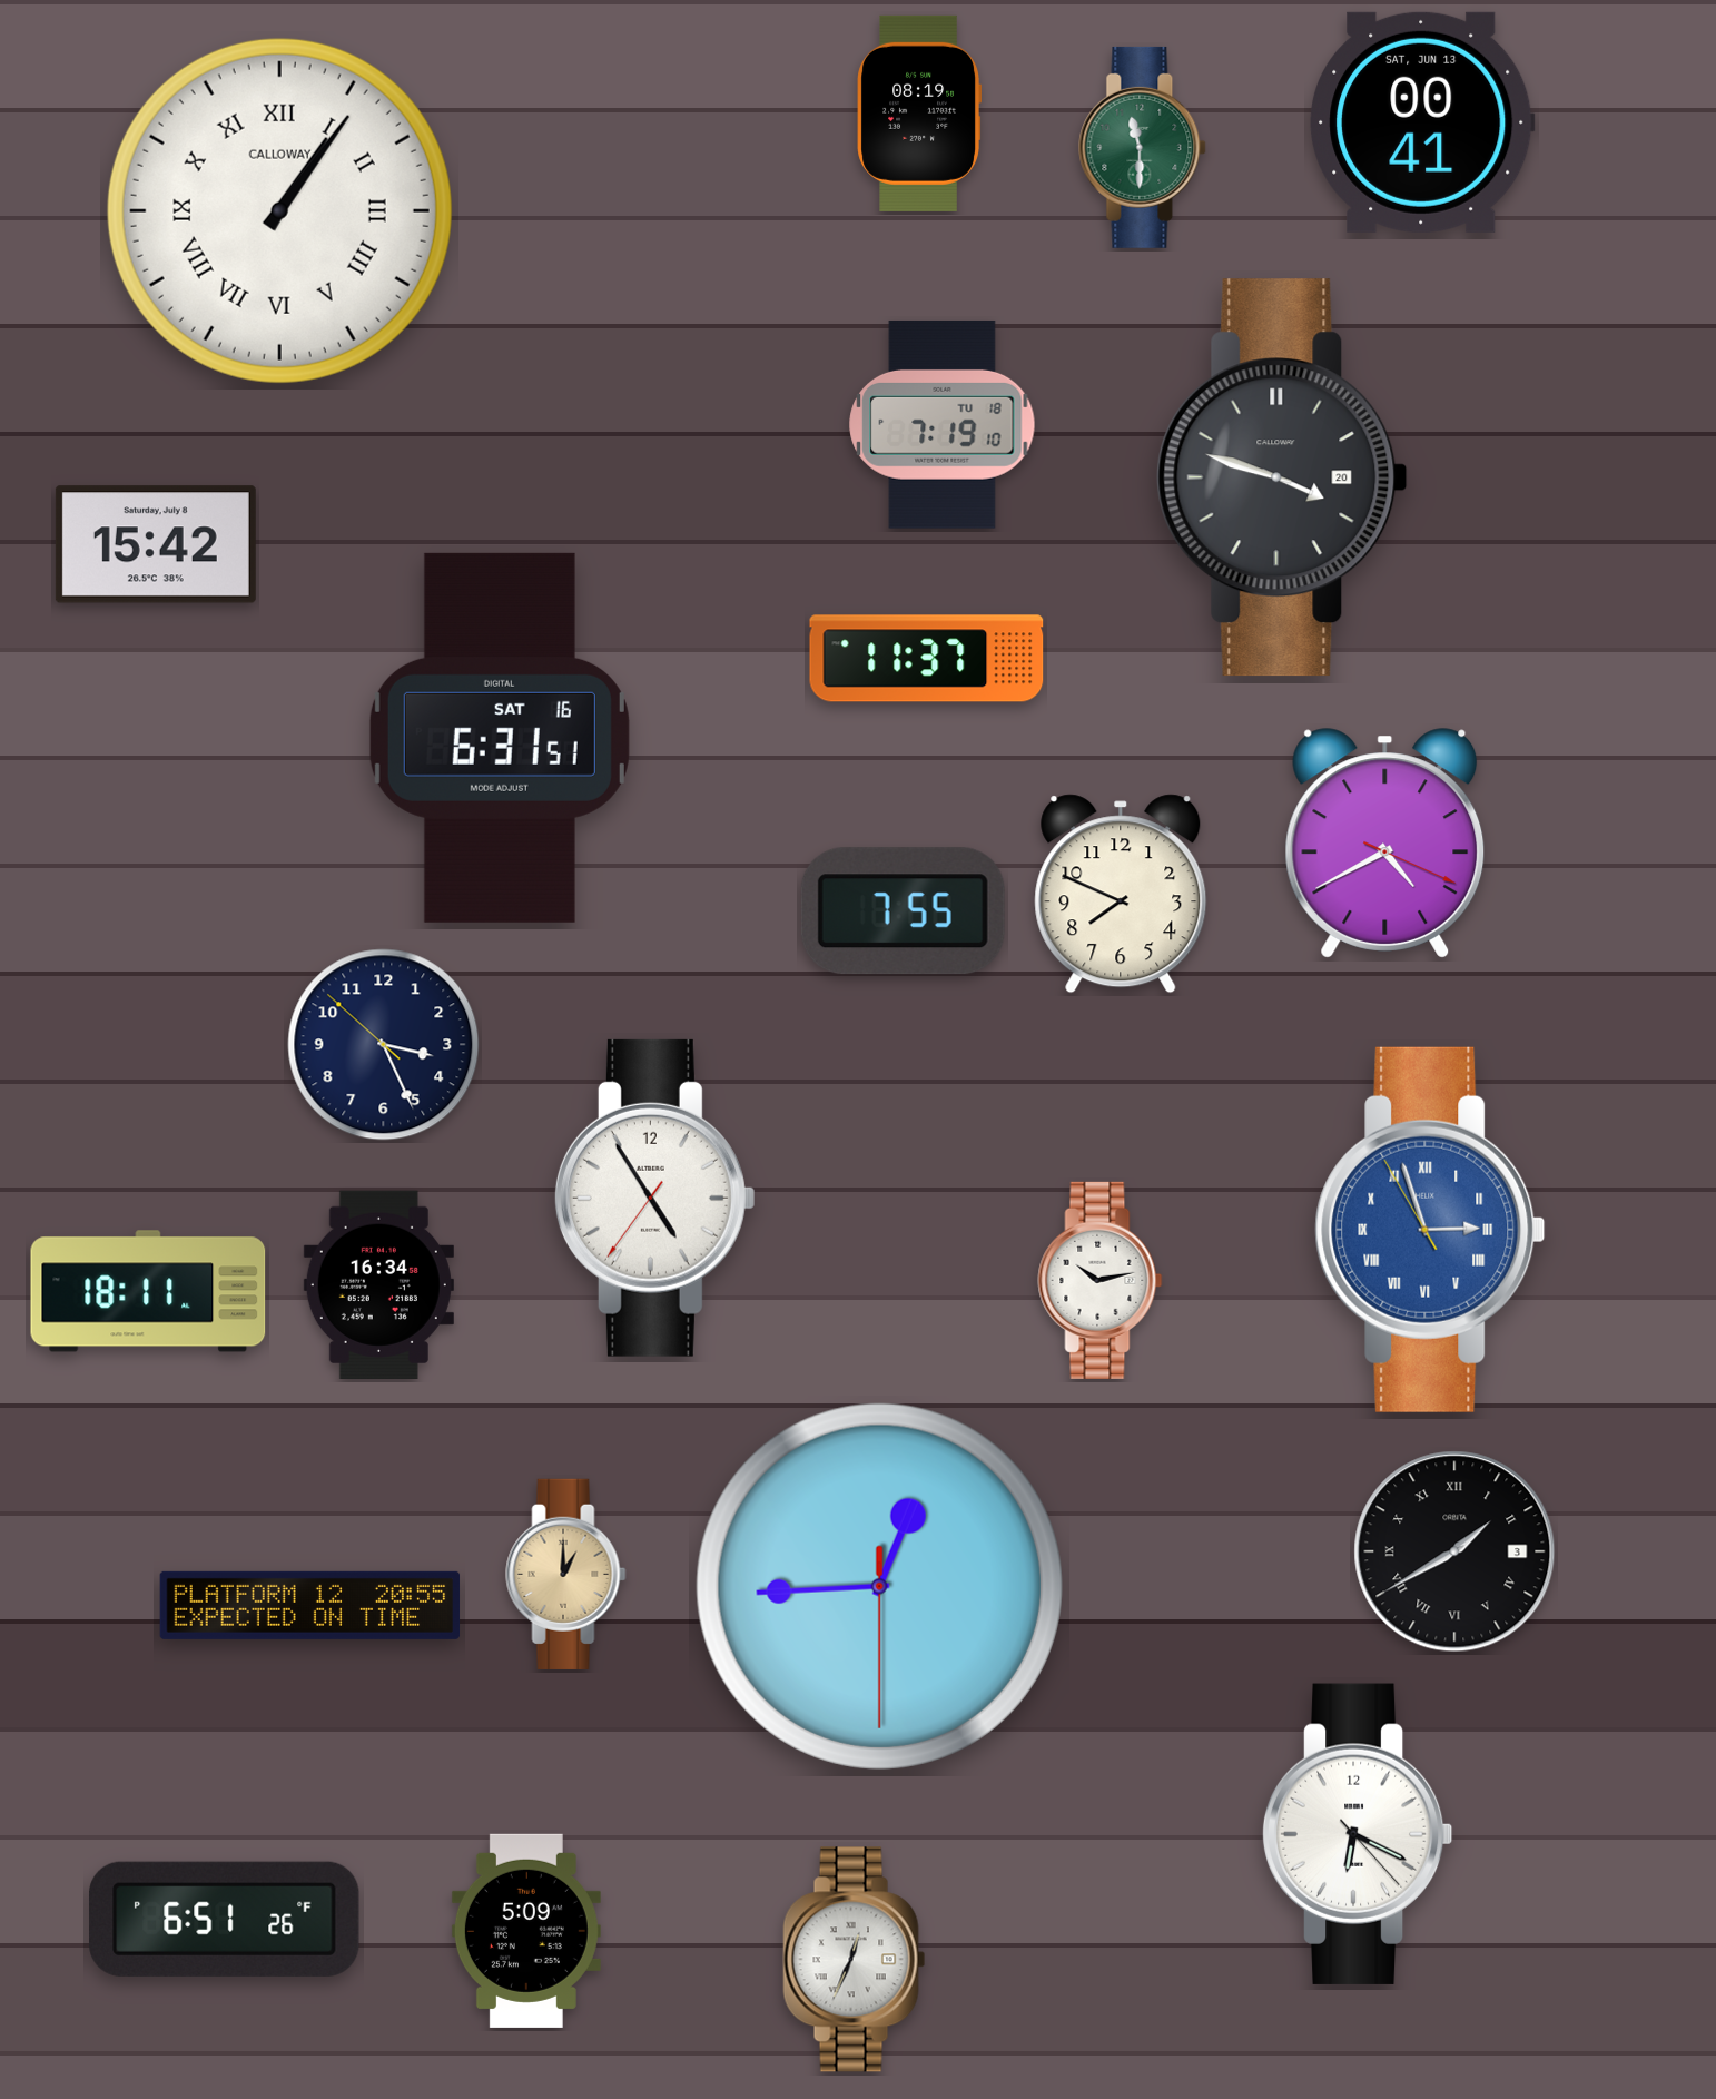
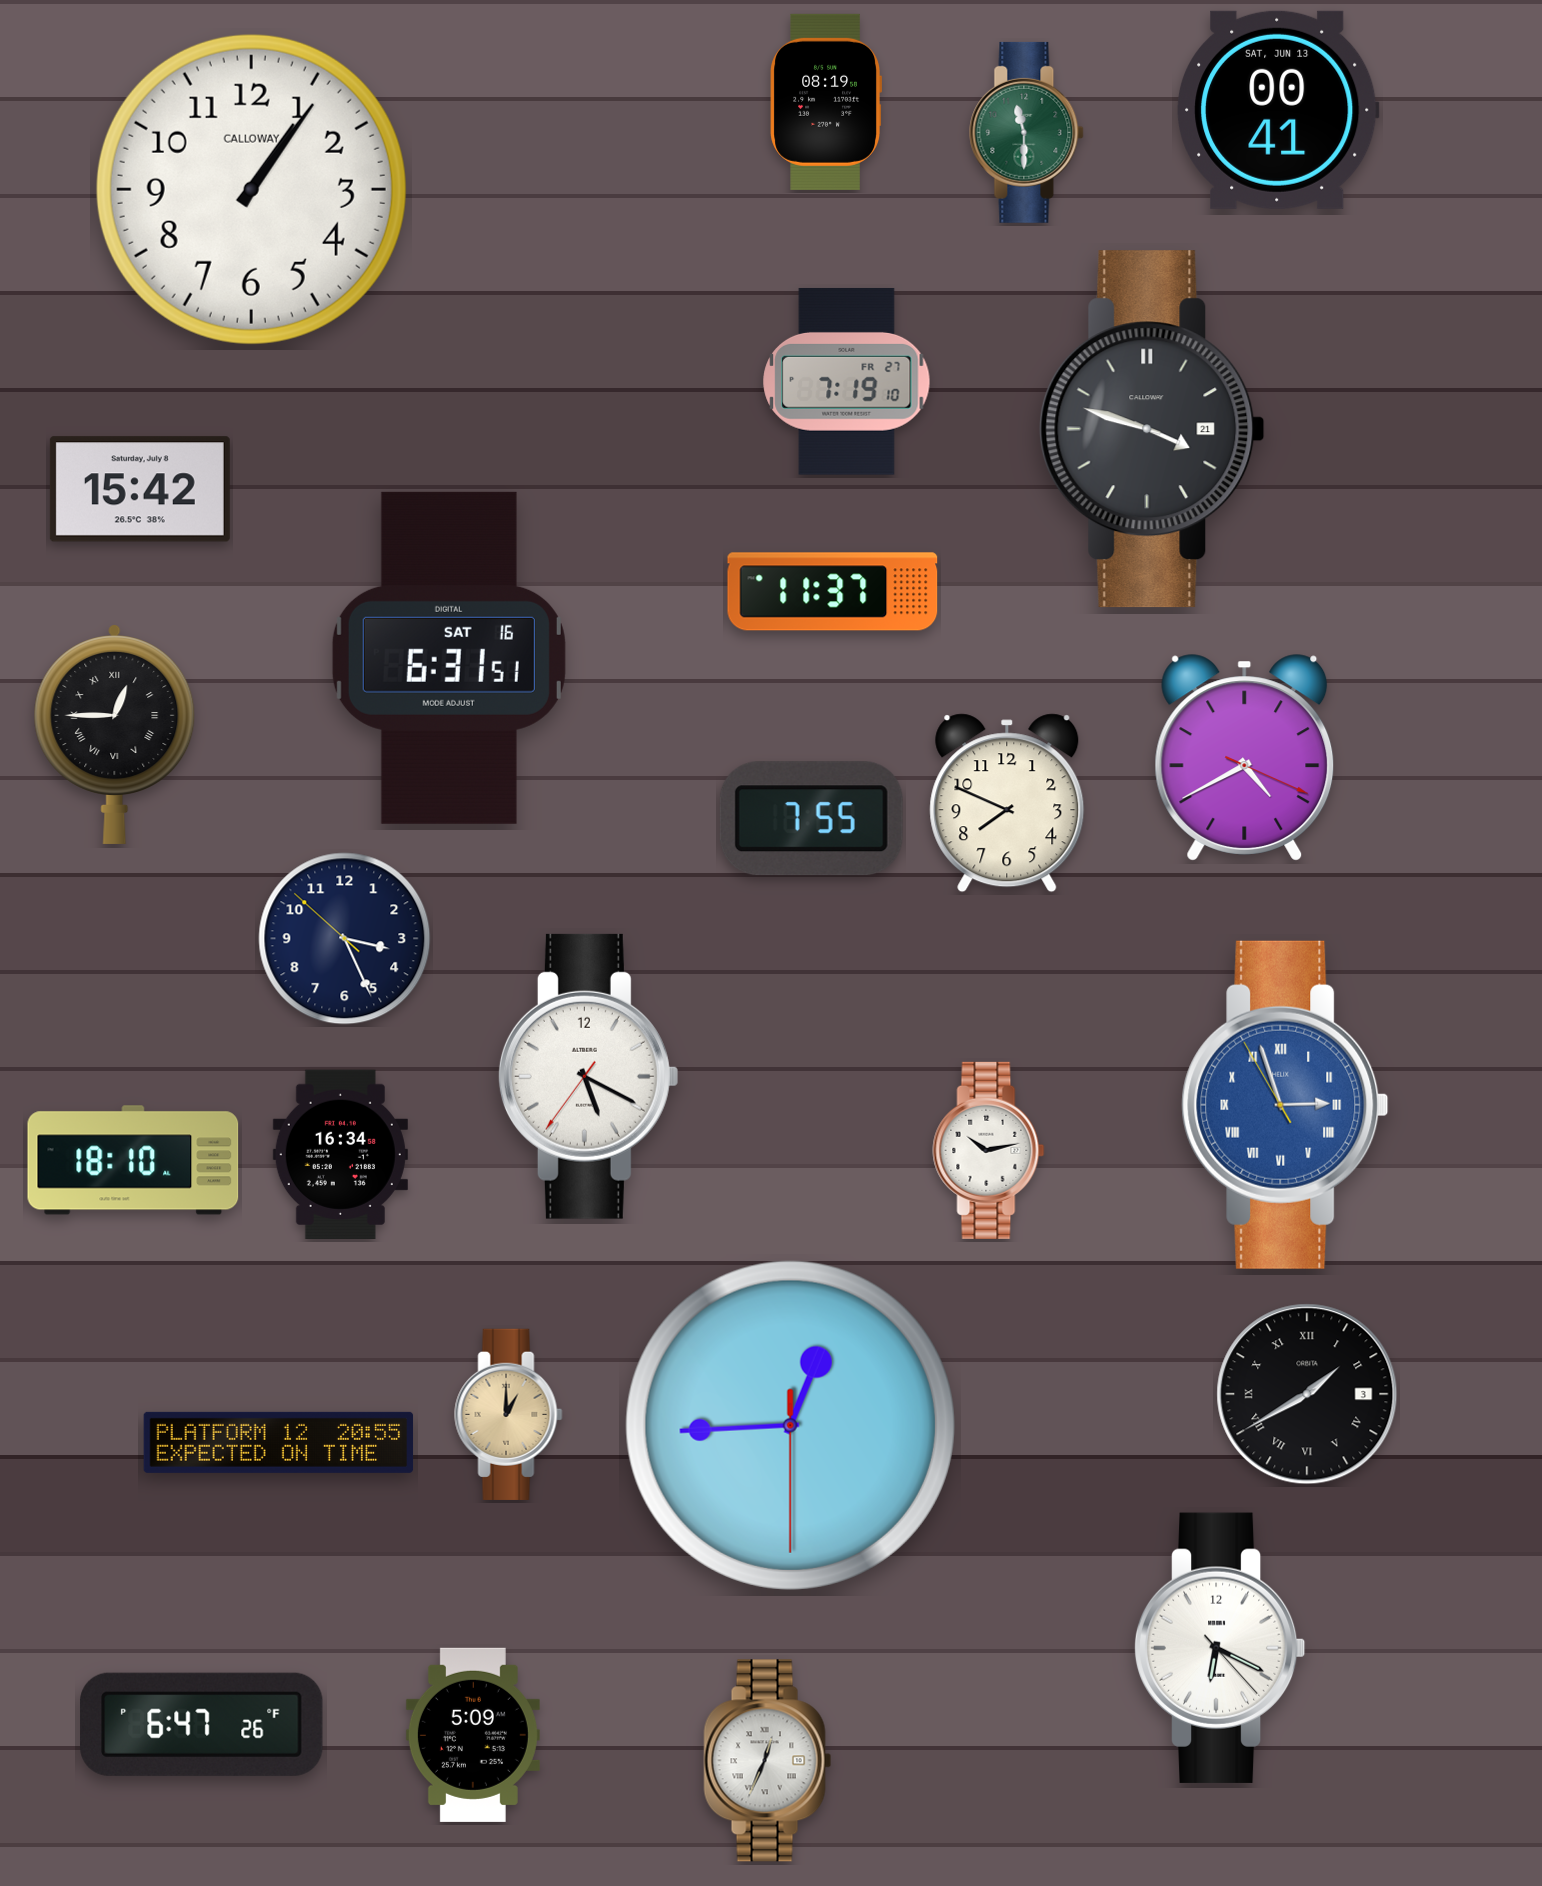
clock at (279, 210) numerals: Roman -> Arabic
clock at (943, 425) date: TU 18 -> FR 27
clock at (1282, 477) date: 20 -> 21
clock at (500, 738) position: (500, 738) -> (449, 658)
clock at (115, 735): none -> 12:45
clock at (654, 1198): 4:54 -> 5:19
clock at (148, 1291): 18:11 -> 18:10
clock at (225, 1919): 6:51 -> 6:47
